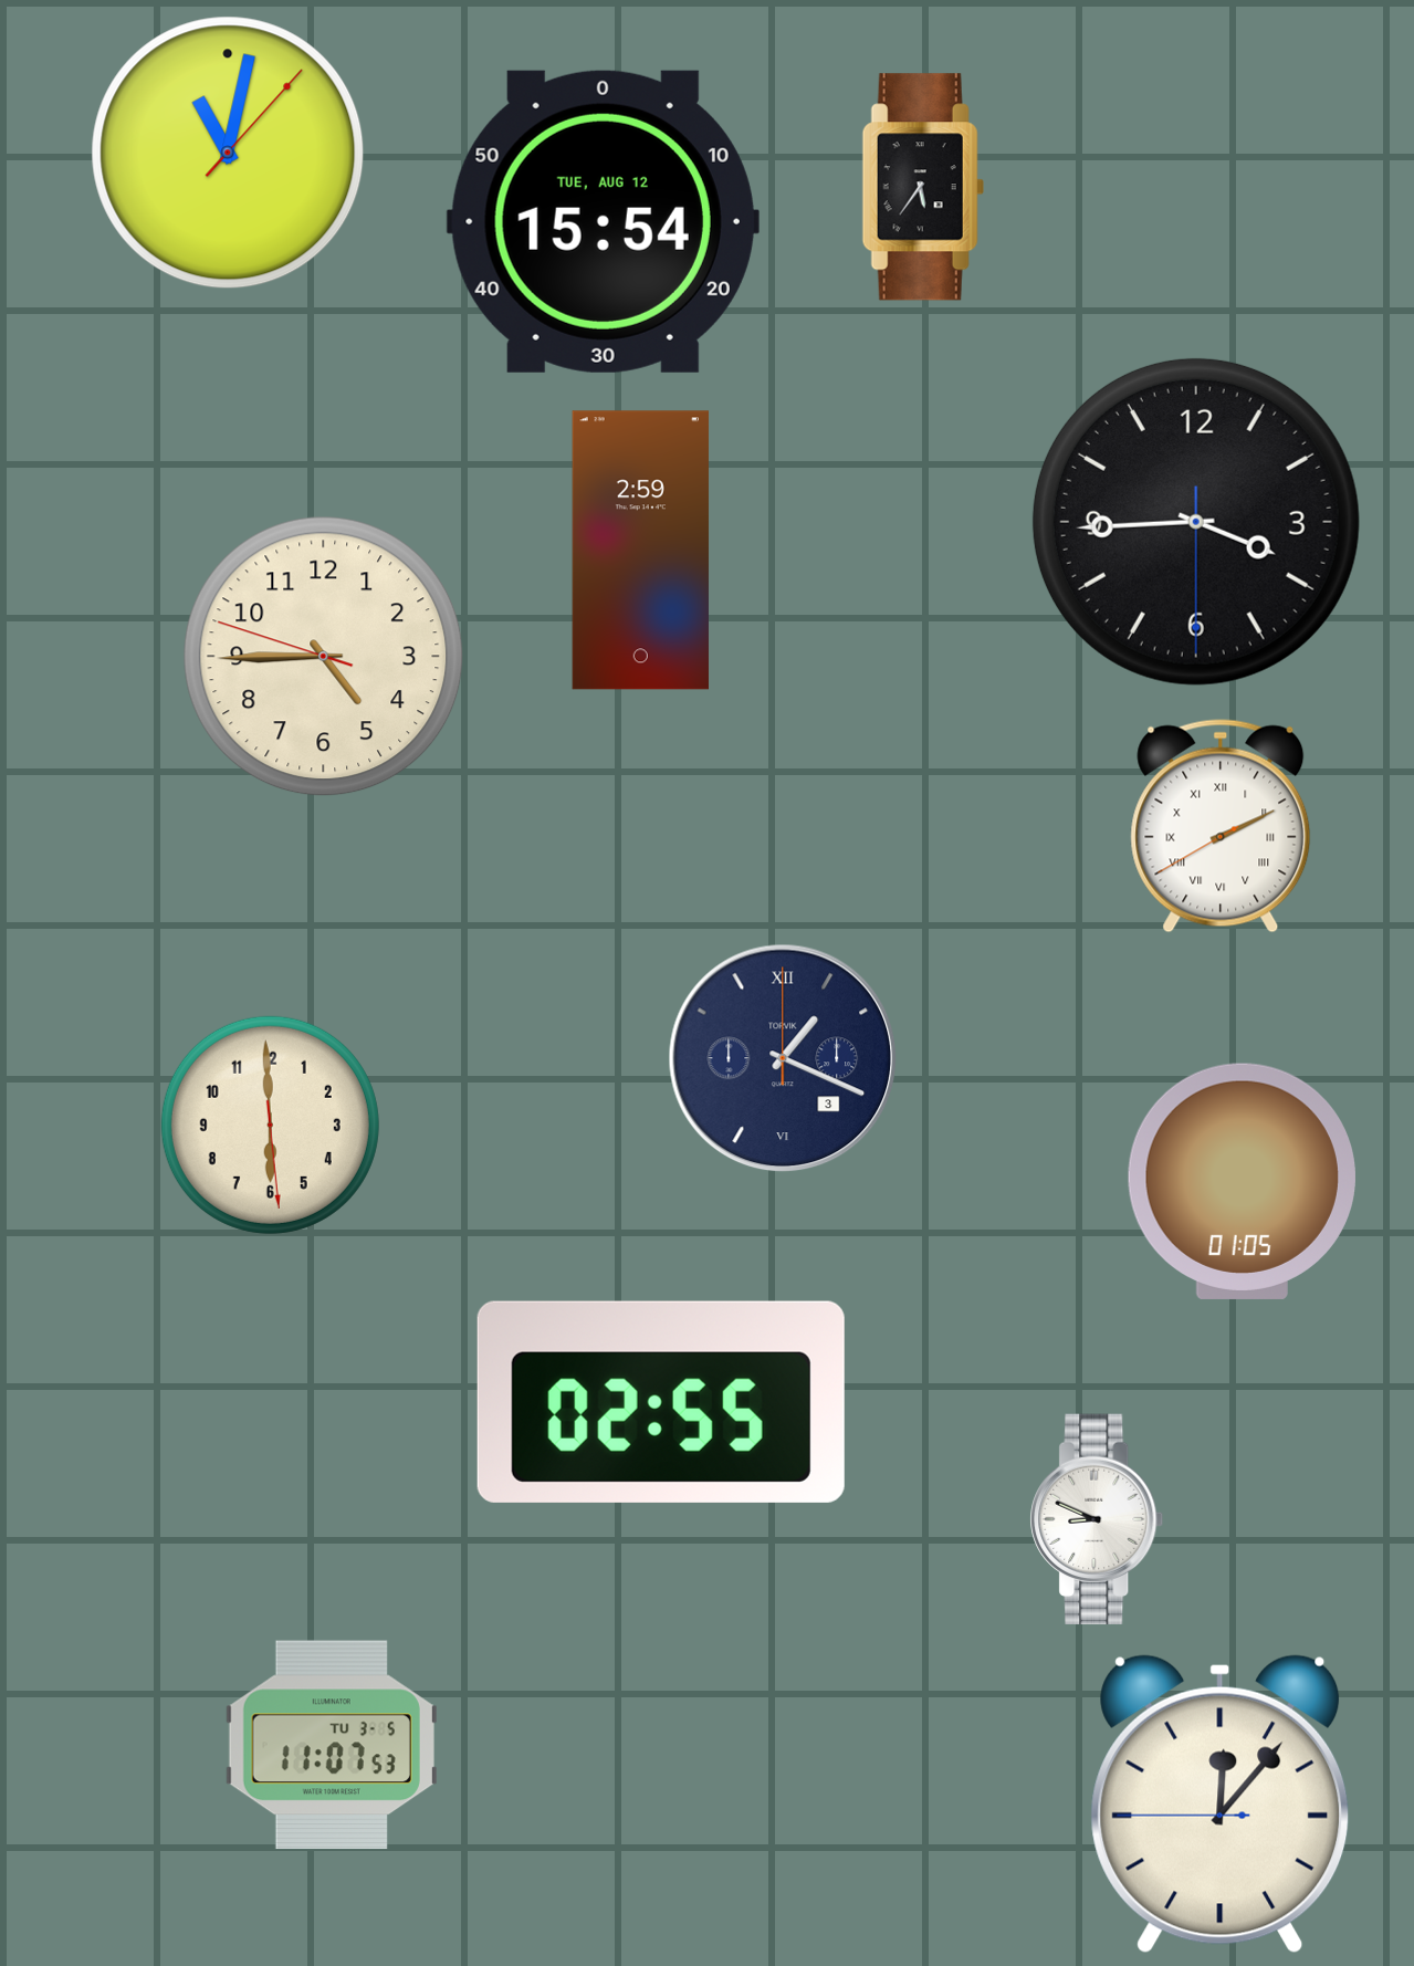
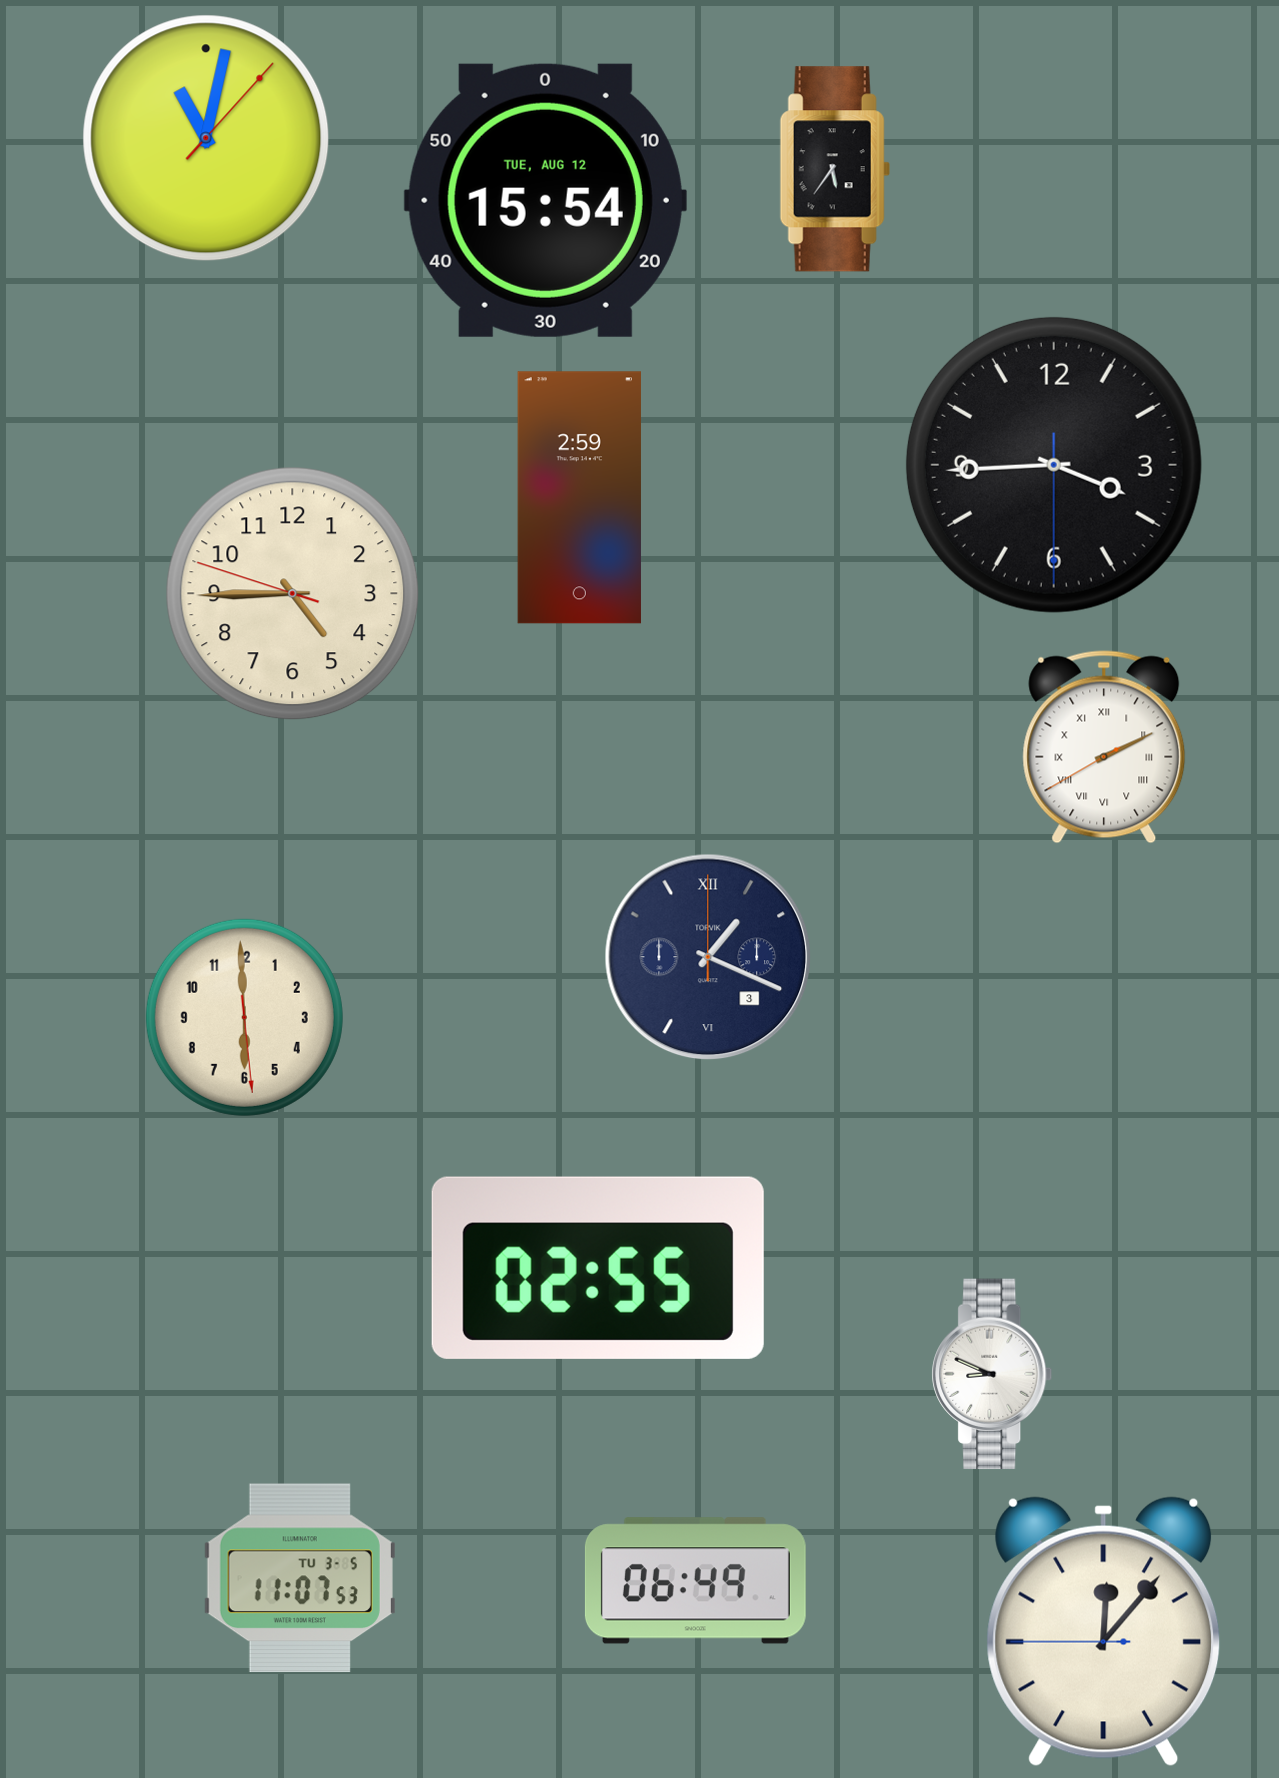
clock at (1196, 522) position: (1196, 522) -> (1054, 465)
clock at (1242, 1181): 01:05 -> none
clock at (695, 1581): none -> 06:49
